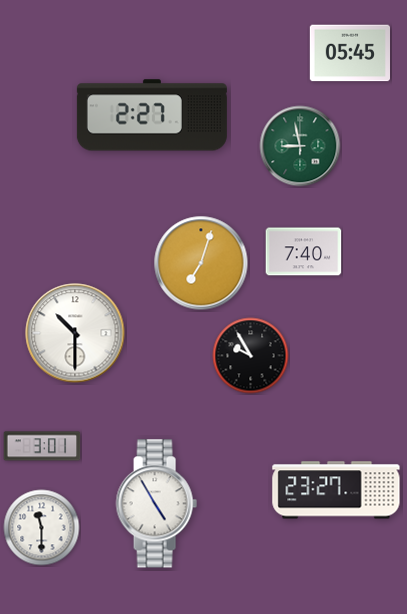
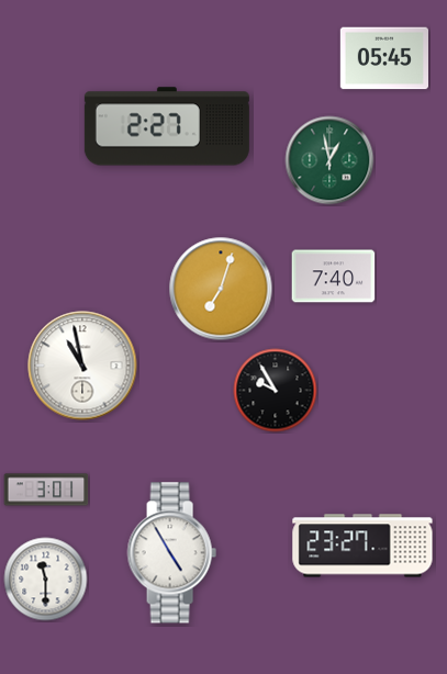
clock at (300, 146): 8:58 -> 12:58
clock at (75, 333): 10:30 -> 10:58
clock at (336, 490) position: (336, 490) -> (362, 546)
